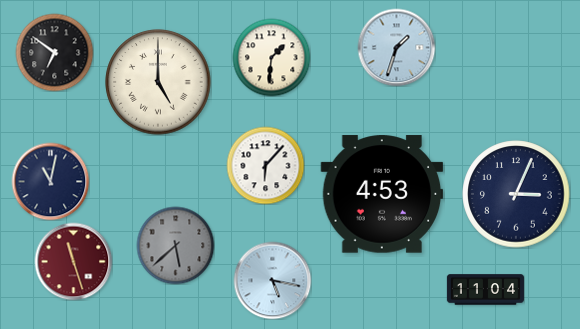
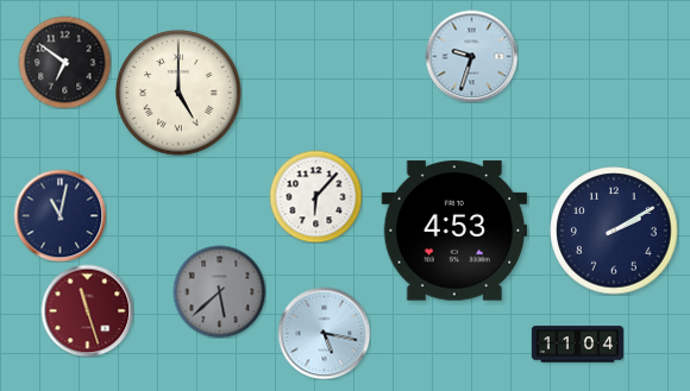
clock at (396, 47): 1:33 -> 9:33
clock at (271, 57): 1:31 -> none
clock at (158, 82) position: (158, 82) -> (178, 93)
clock at (516, 194): 3:04 -> 2:10
clock at (175, 245) position: (175, 245) -> (219, 291)
